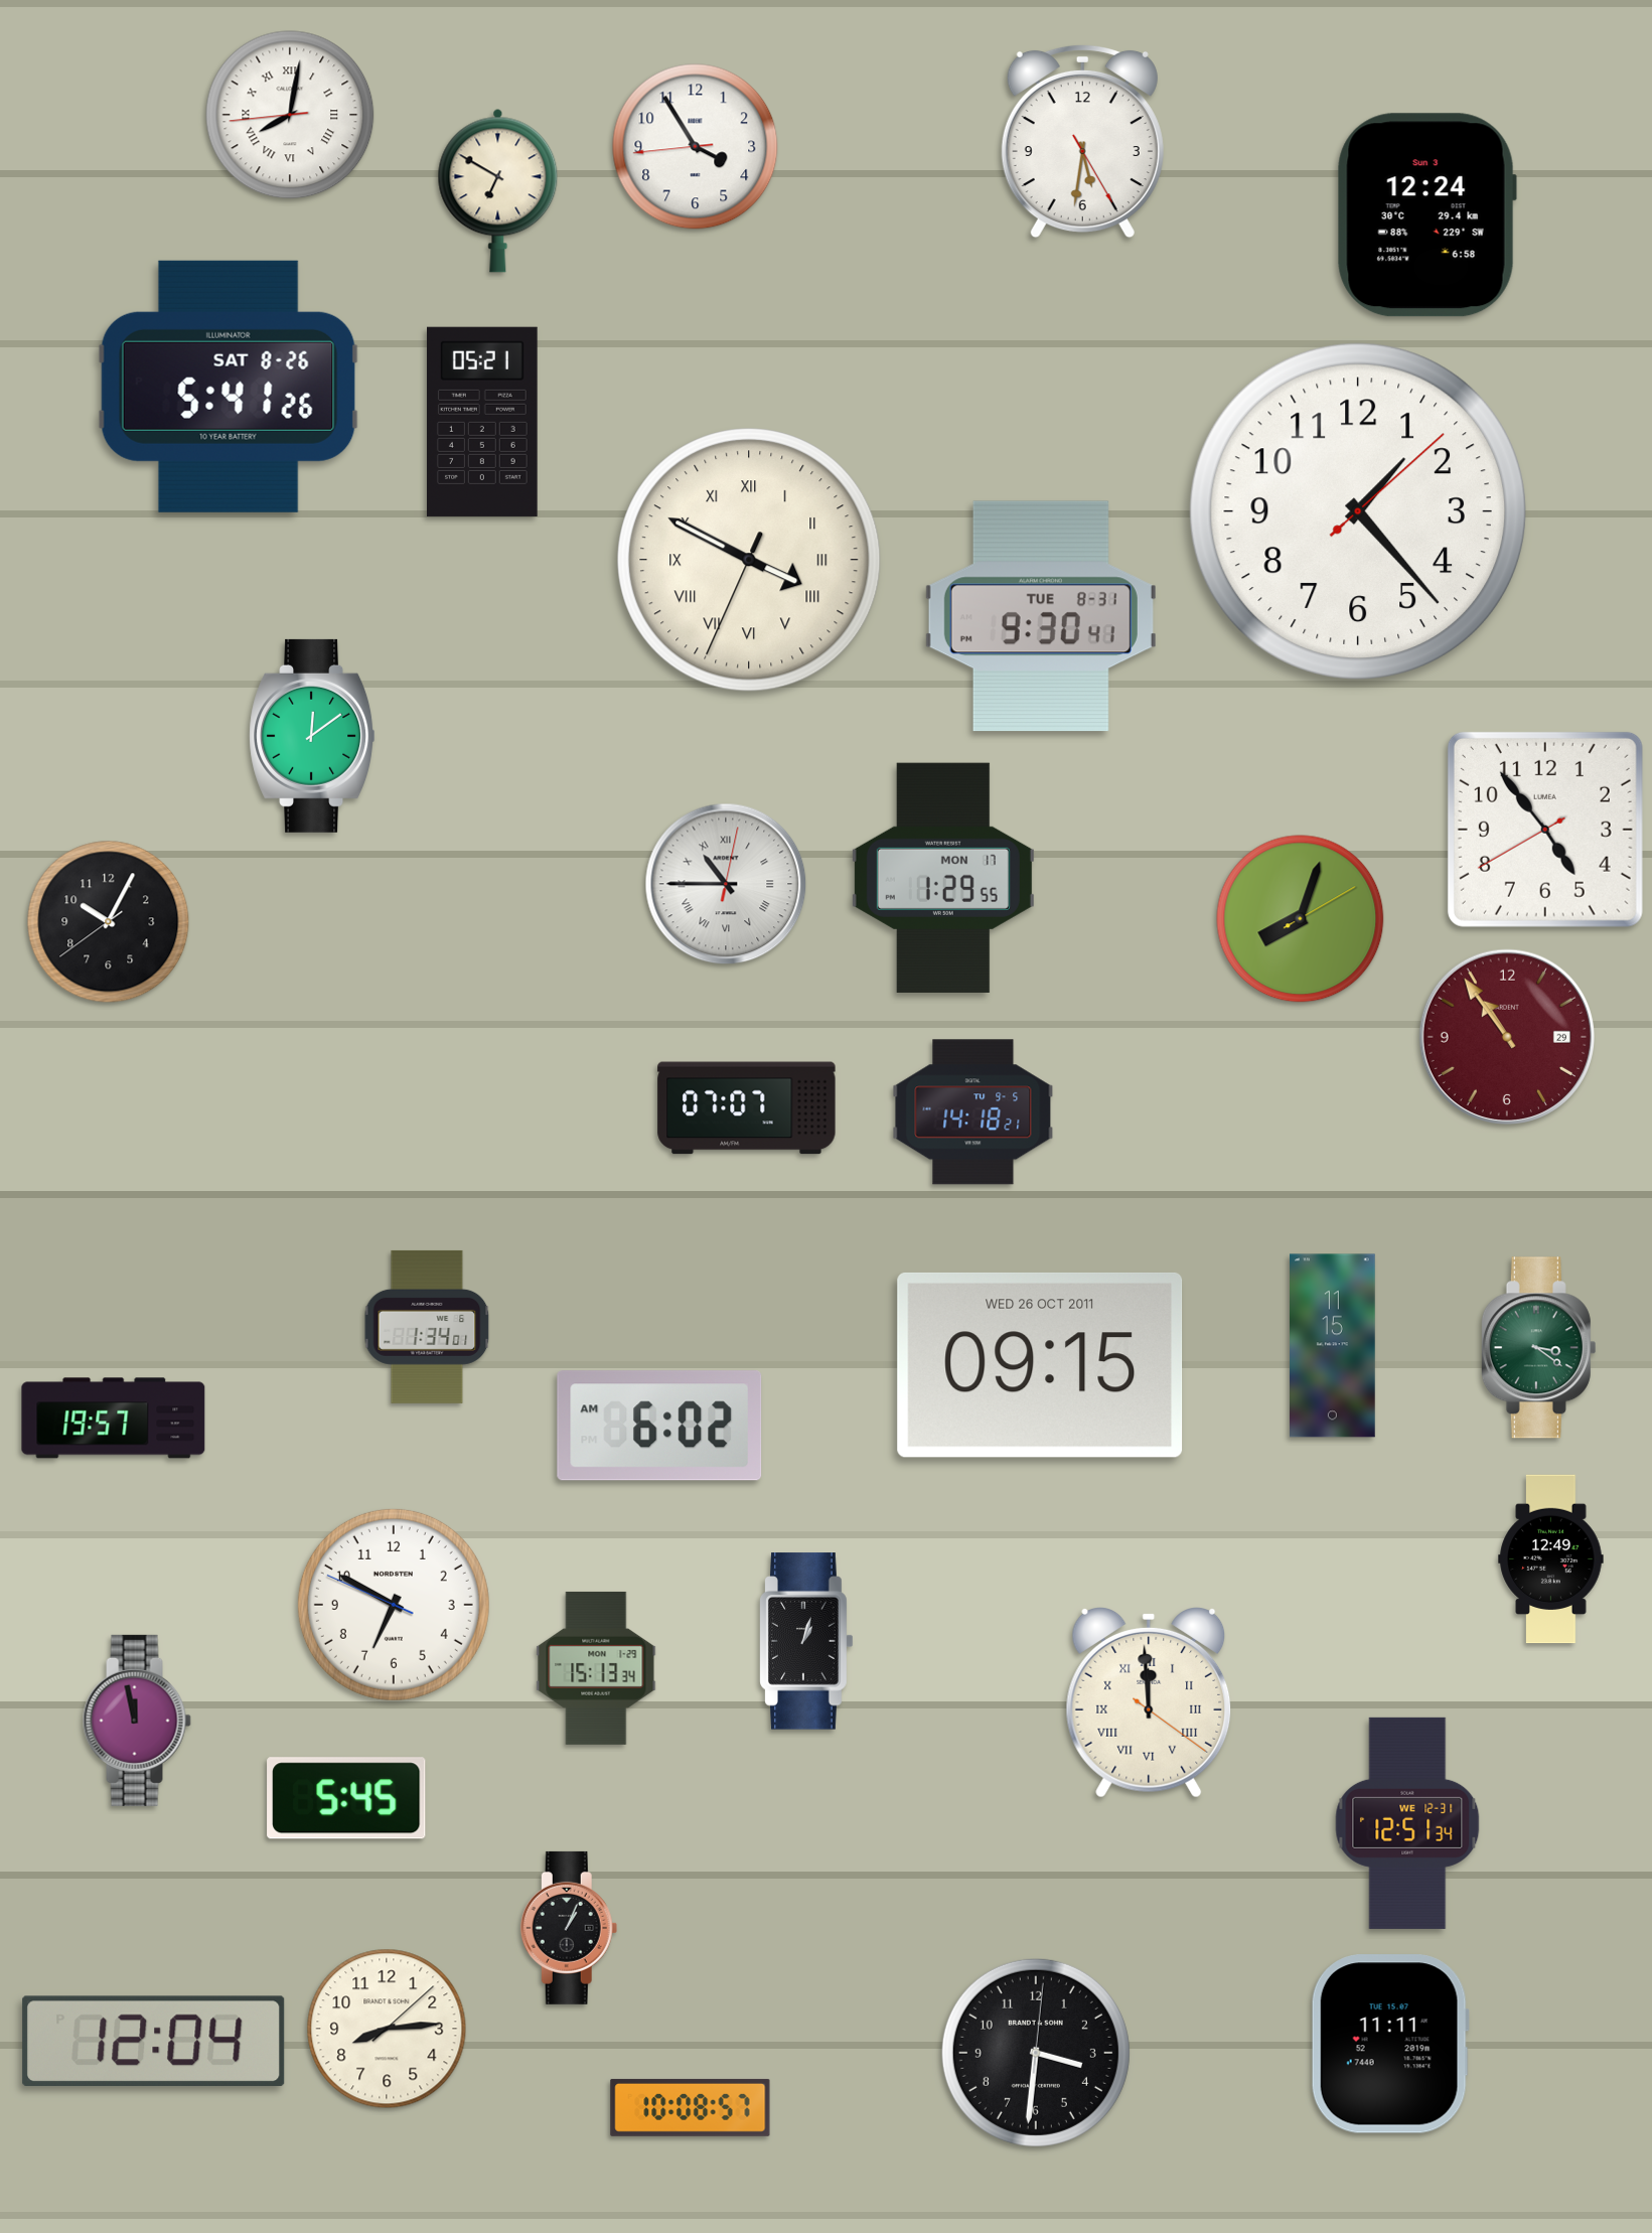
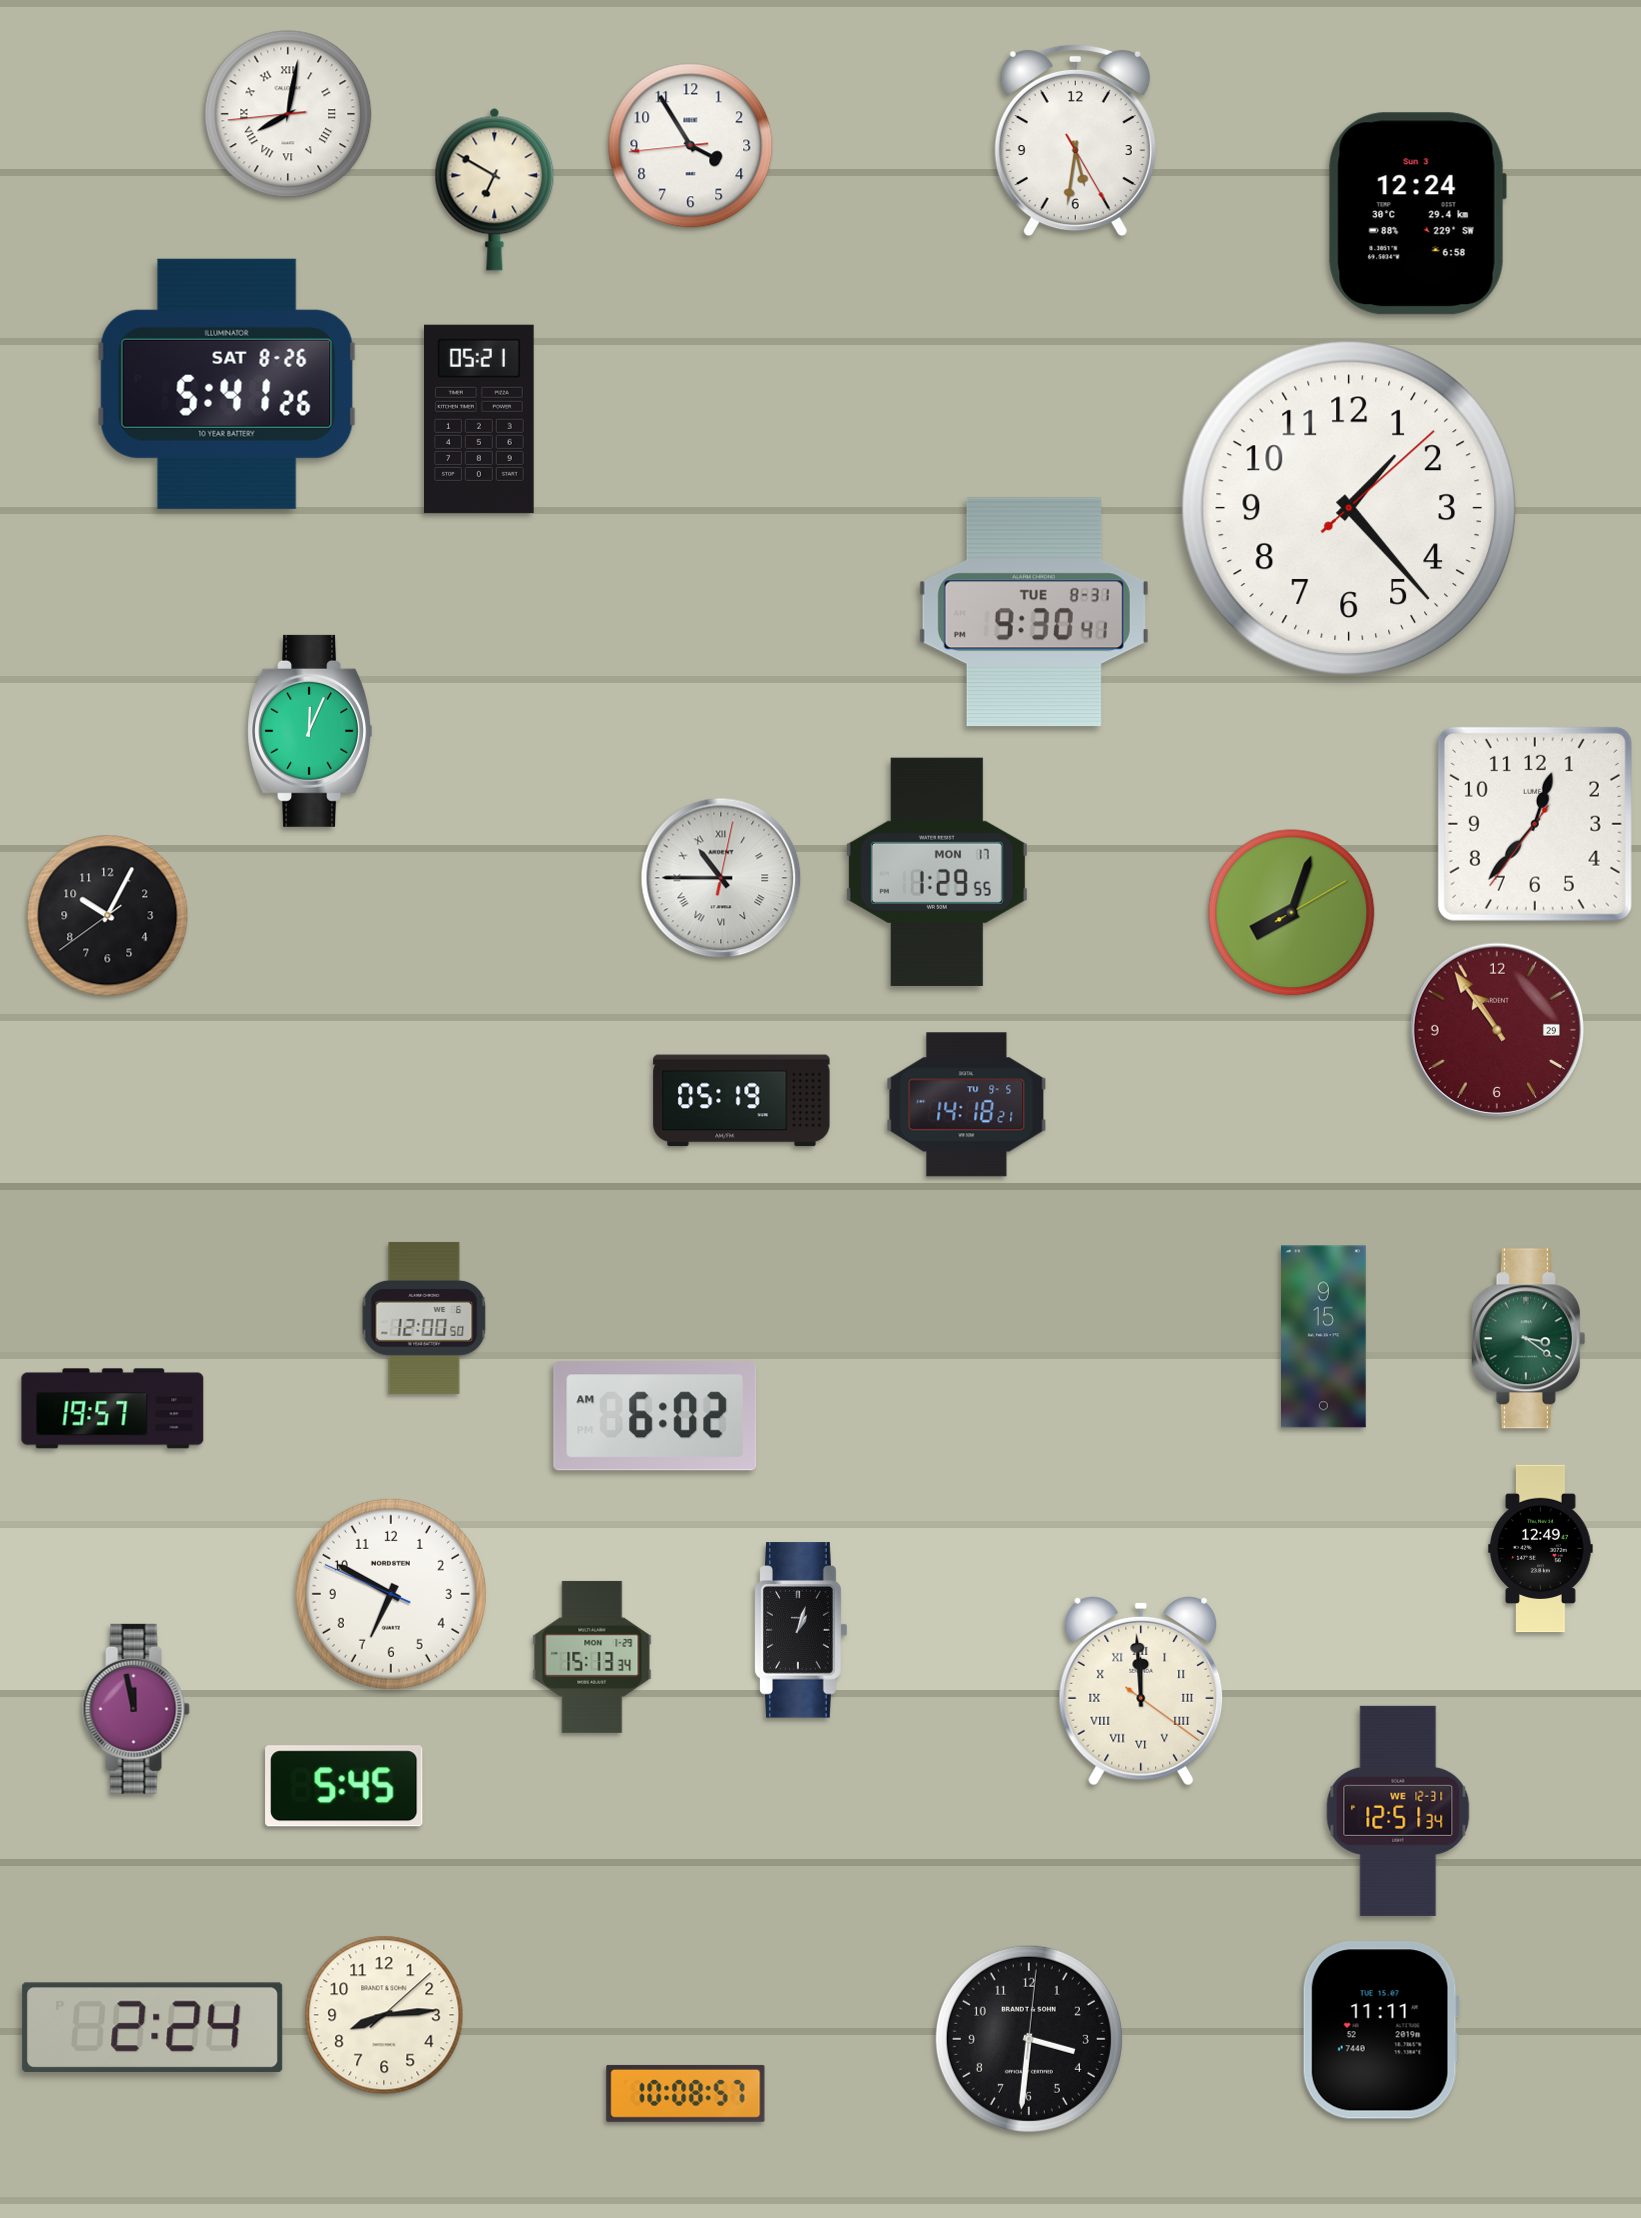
clock at (749, 560): 3:49 -> none
clock at (312, 736): 12:09 -> 12:04
clock at (1545, 830): 4:53 -> 12:36
clock at (747, 1108): 07:07 -> 05:19
clock at (427, 1327): 1:34 -> 12:00
clock at (1333, 1346): 11:15 -> 9:15
clock at (1040, 1365): 09:15 -> none
clock at (569, 1928): 1:04 -> none
clock at (154, 2041): 12:04 -> 2:24
